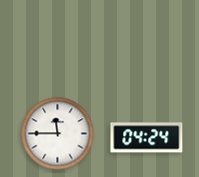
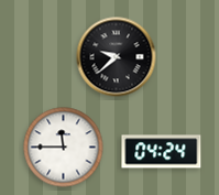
clock at (117, 57): none -> 9:38
